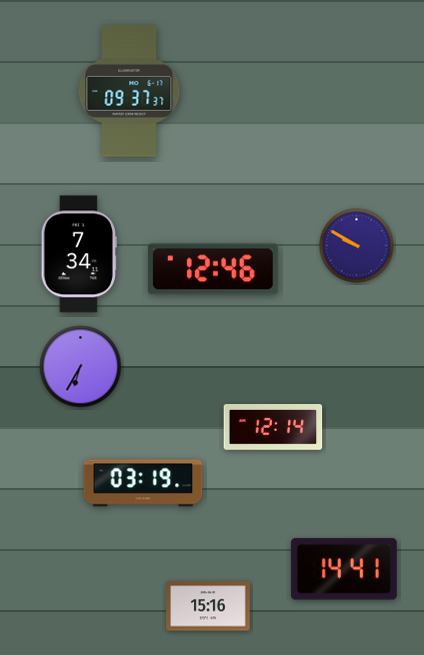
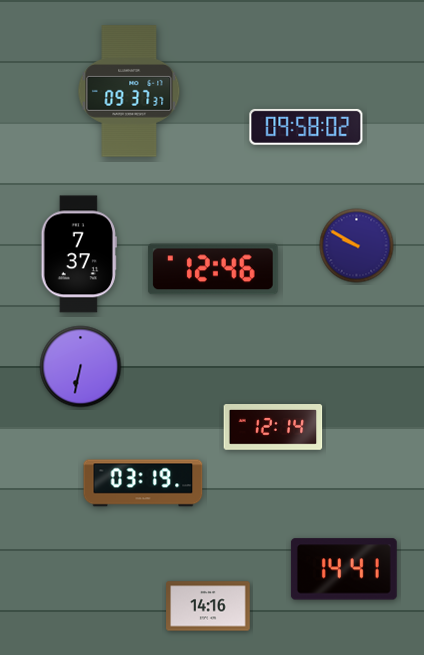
clock at (306, 127): none -> 09:58
clock at (79, 254): 7:34 -> 7:37
clock at (81, 367): 6:35 -> 6:32
clock at (208, 606): 15:16 -> 14:16
